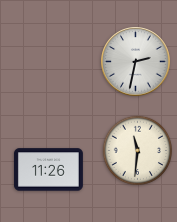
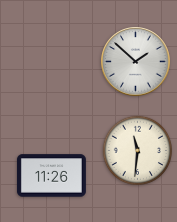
clock at (136, 62): 2:32 -> 1:52
clock at (49, 170) position: (49, 170) -> (52, 176)
